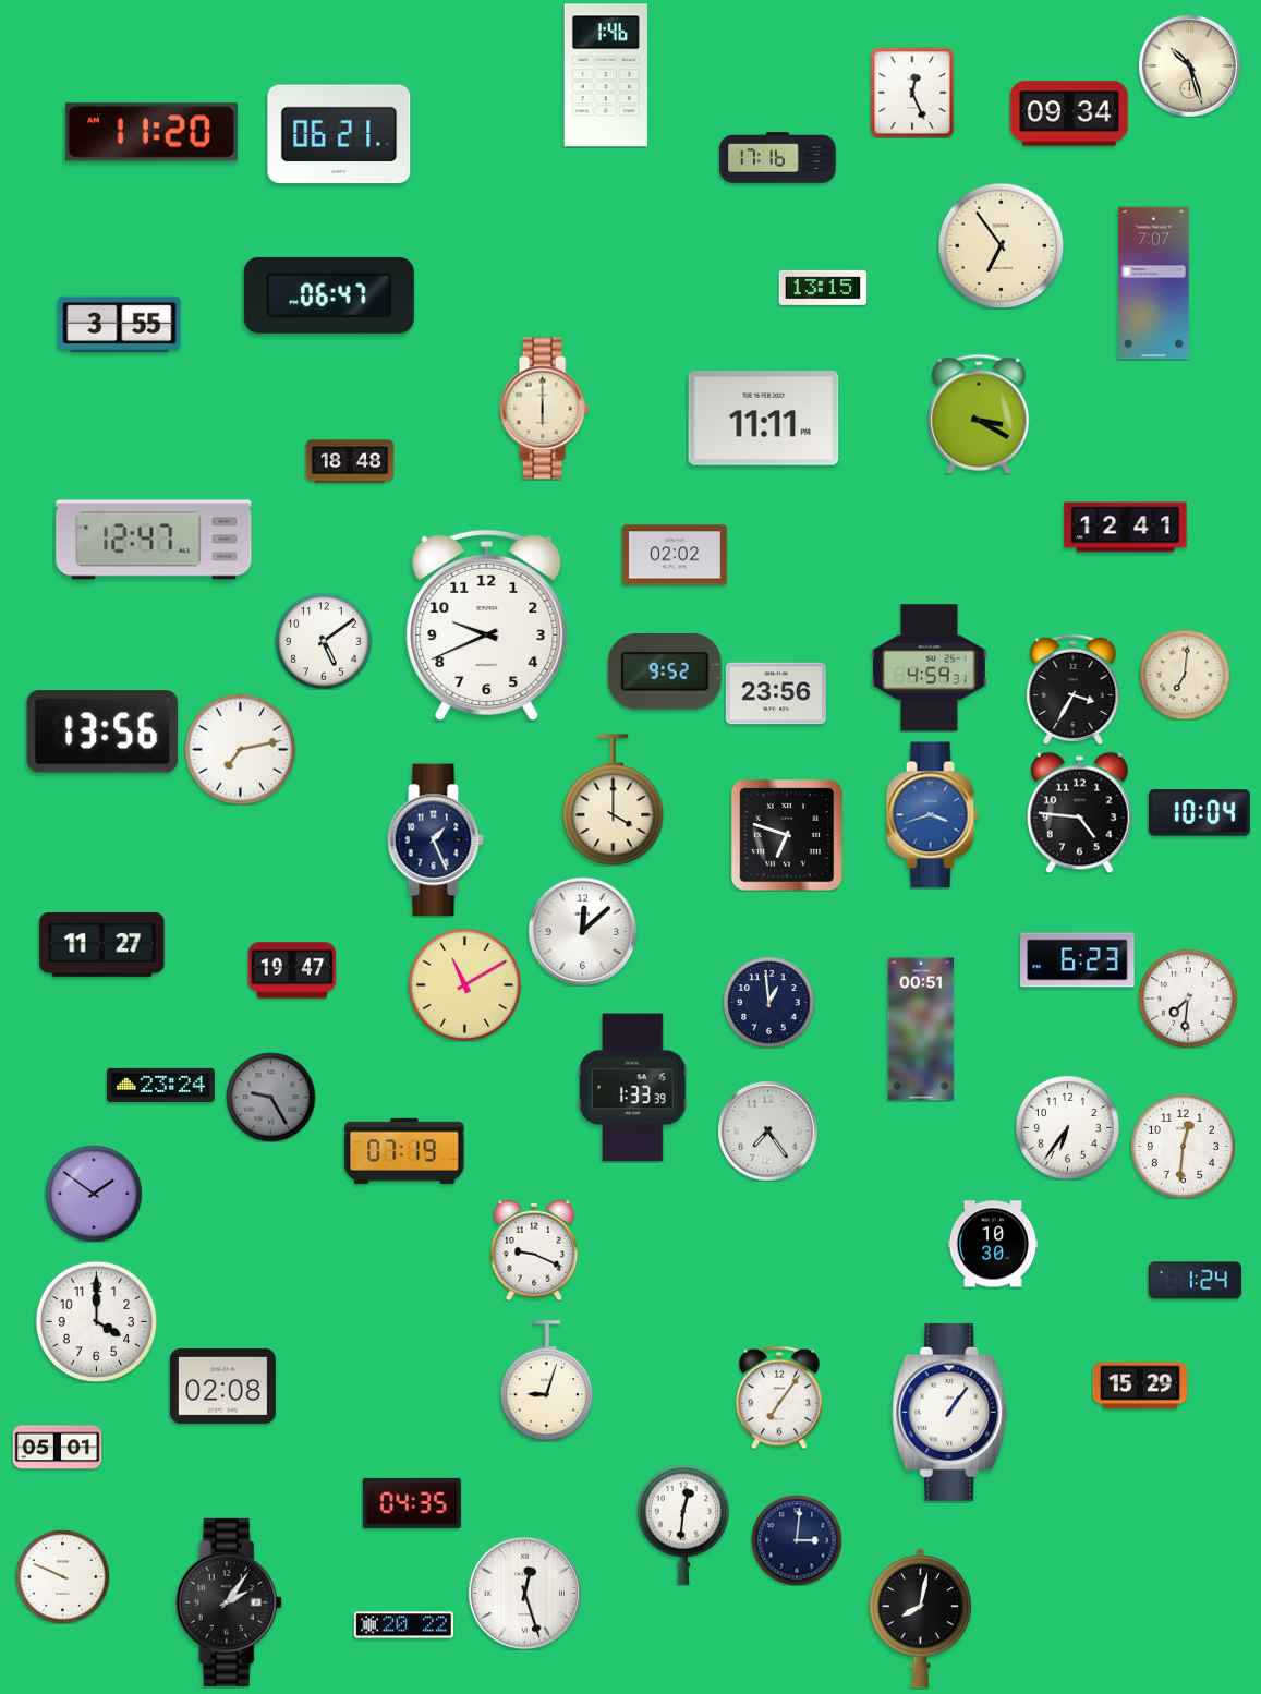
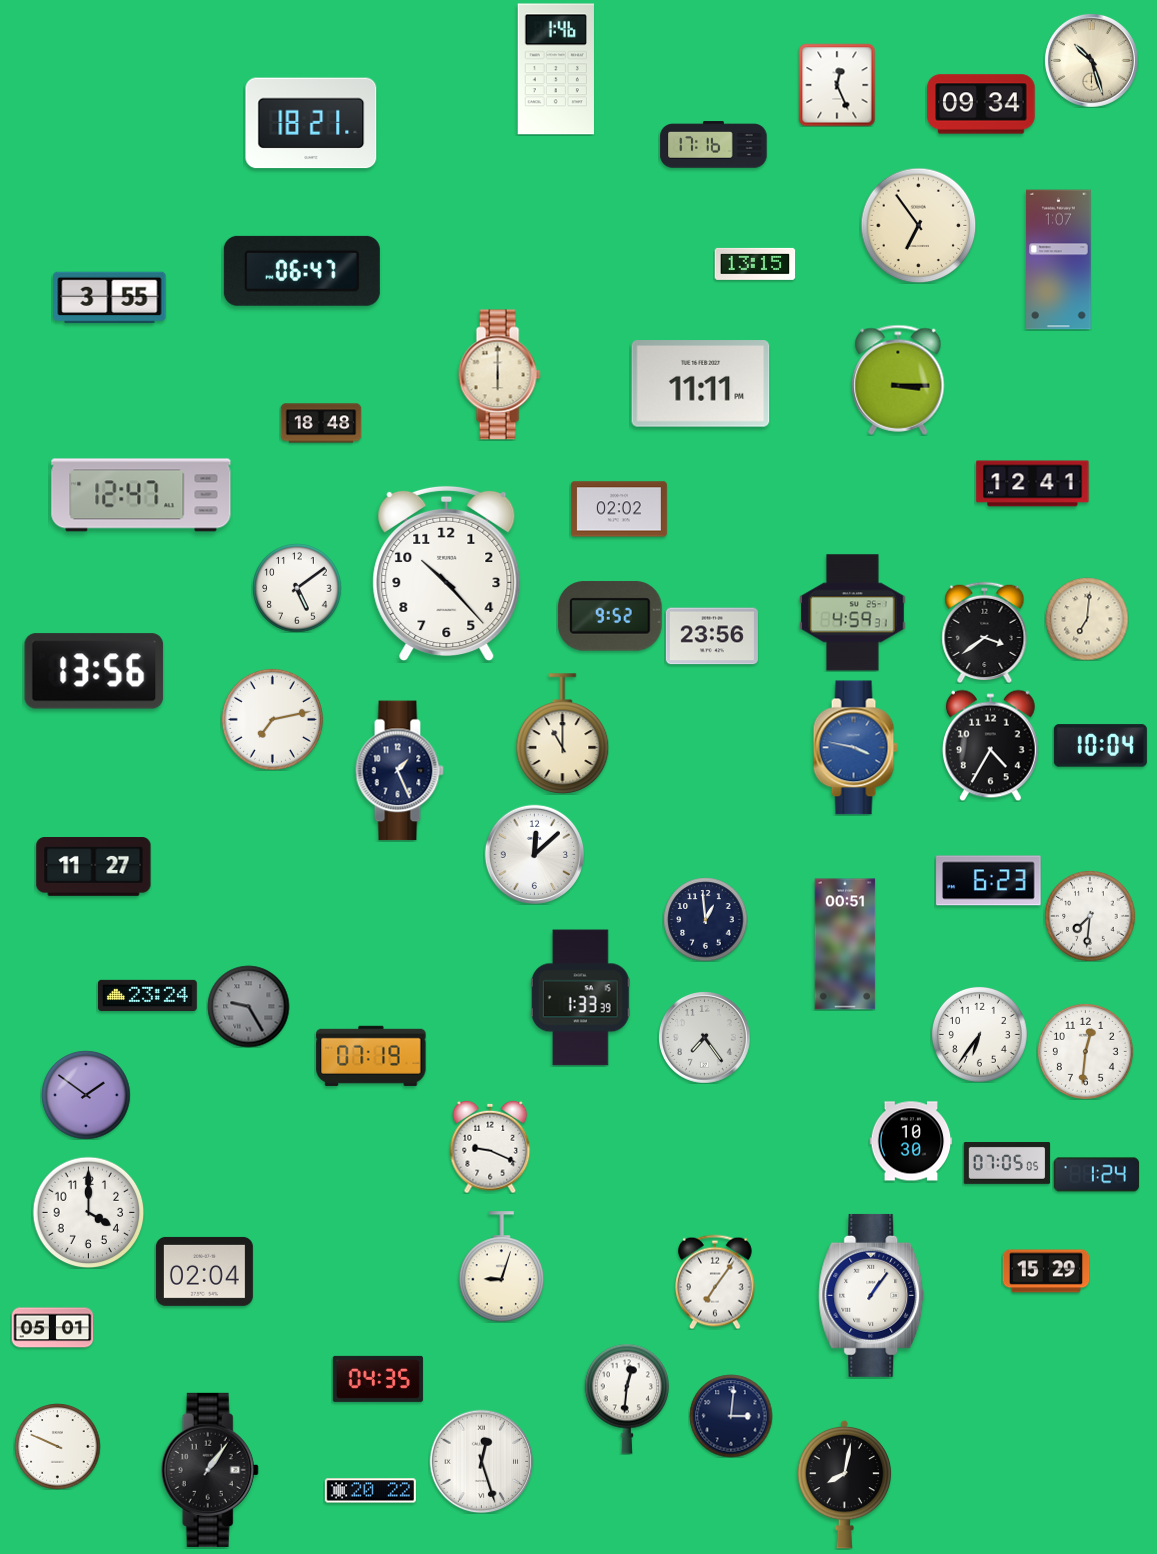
clock at (151, 132): 11:20 -> none
clock at (339, 134): 06:21 -> 18:21
clock at (1154, 283): 7:07 -> 1:07
clock at (979, 414): 3:20 -> 3:15
clock at (487, 625): 9:41 -> 10:23
clock at (1074, 689): 3:35 -> 3:39
clock at (240, 749) position: (240, 749) -> (272, 719)
clock at (614, 800): 4:00 -> 11:00
clock at (1079, 812): 4:46 -> 4:35
clock at (932, 815): 3:42 -> 3:47
clock at (787, 835): 6:48 -> none
clock at (292, 970): 19:47 -> none
clock at (464, 984): 11:10 -> none
clock at (1007, 1164): none -> 07:05
clock at (222, 1386): 02:08 -> 02:04
clock at (797, 1540) position: (797, 1540) -> (731, 1416)
clock at (229, 1602): 2:06 -> 1:06
